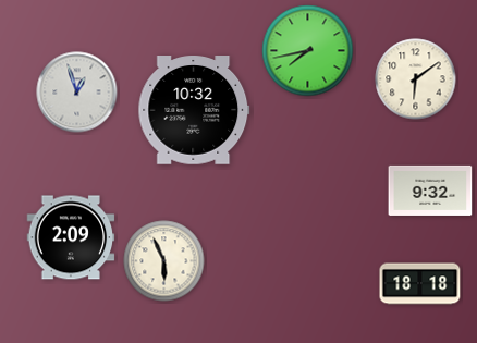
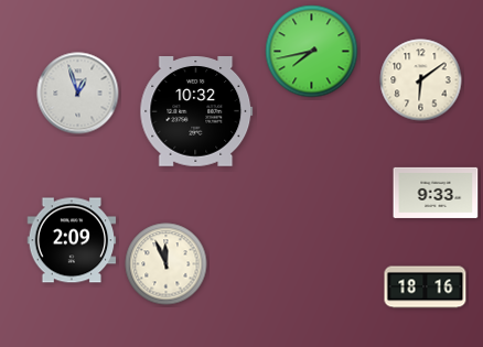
clock at (430, 191): 9:32 -> 9:33
clock at (164, 261): 5:56 -> 11:56
clock at (420, 284): 18:18 -> 18:16
